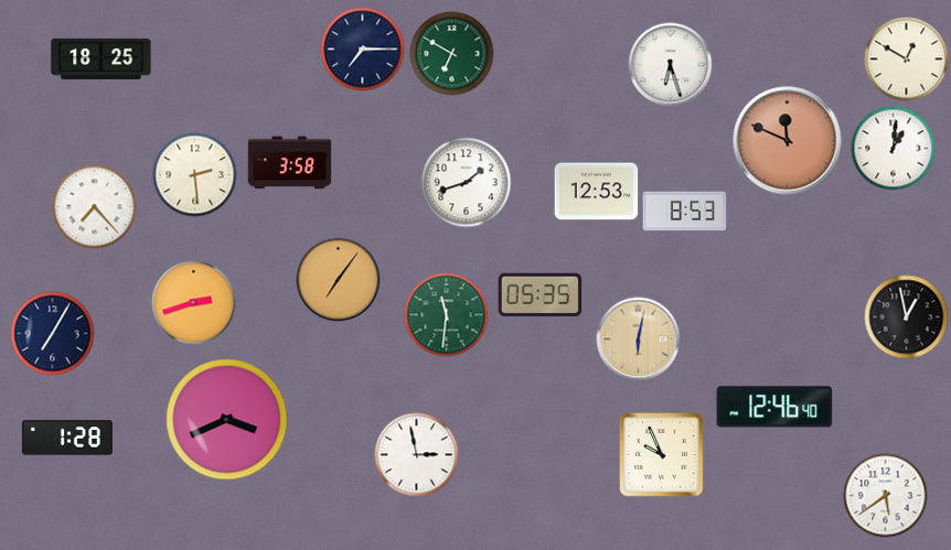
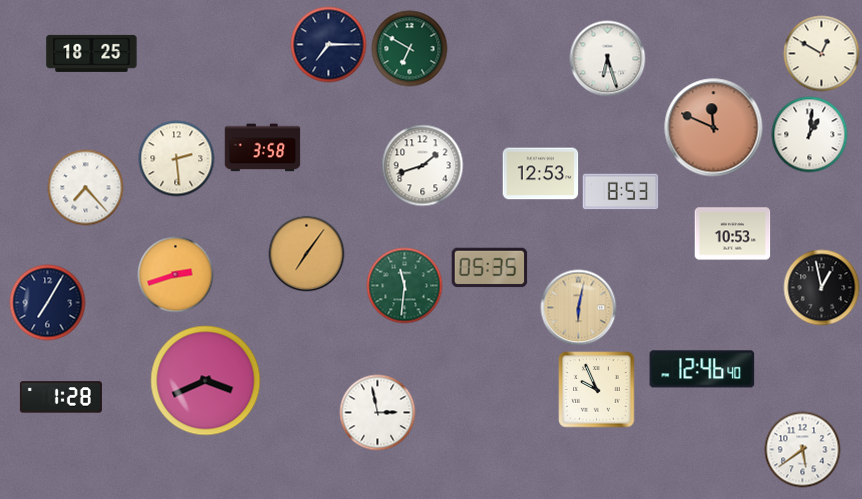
clock at (733, 234): none -> 10:53
clock at (662, 455) position: (662, 455) -> (597, 390)
